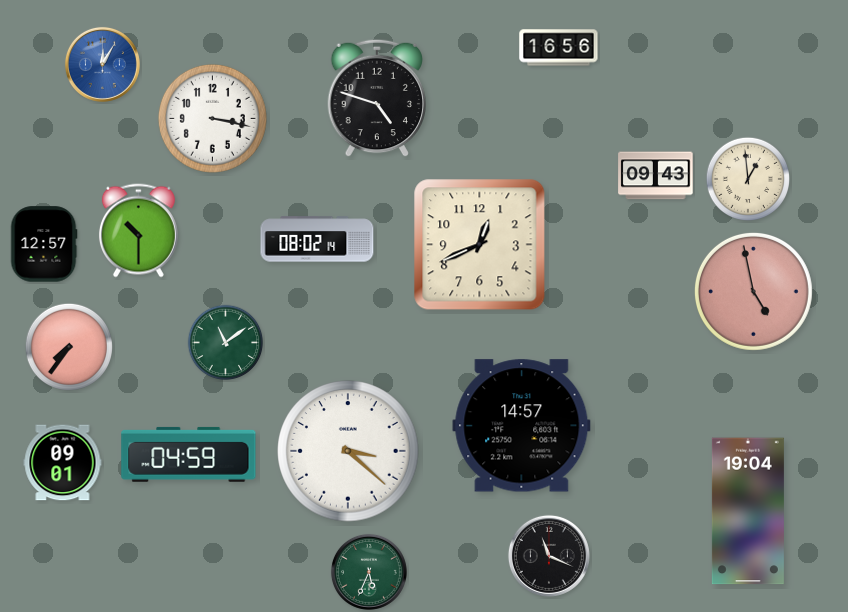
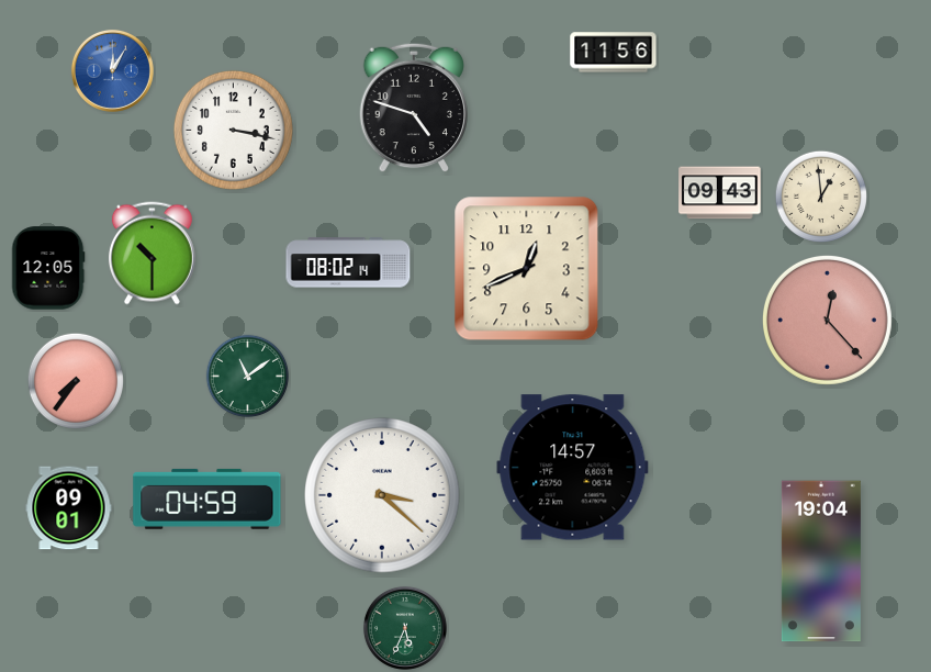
clock at (559, 48): 16:56 -> 11:56
clock at (44, 244): 12:57 -> 12:05
clock at (753, 291): 4:58 -> 12:23
clock at (549, 556): 11:19 -> none
